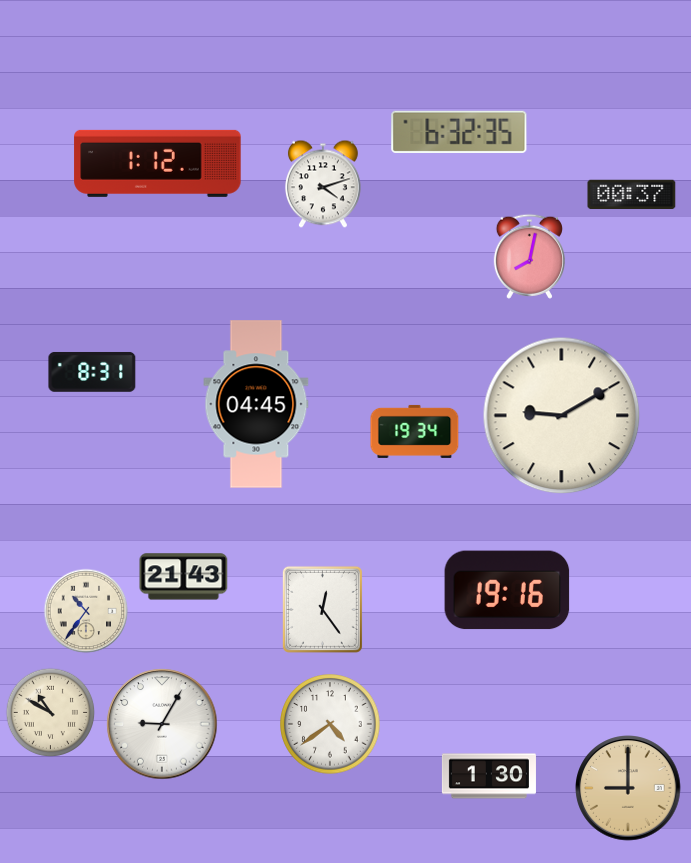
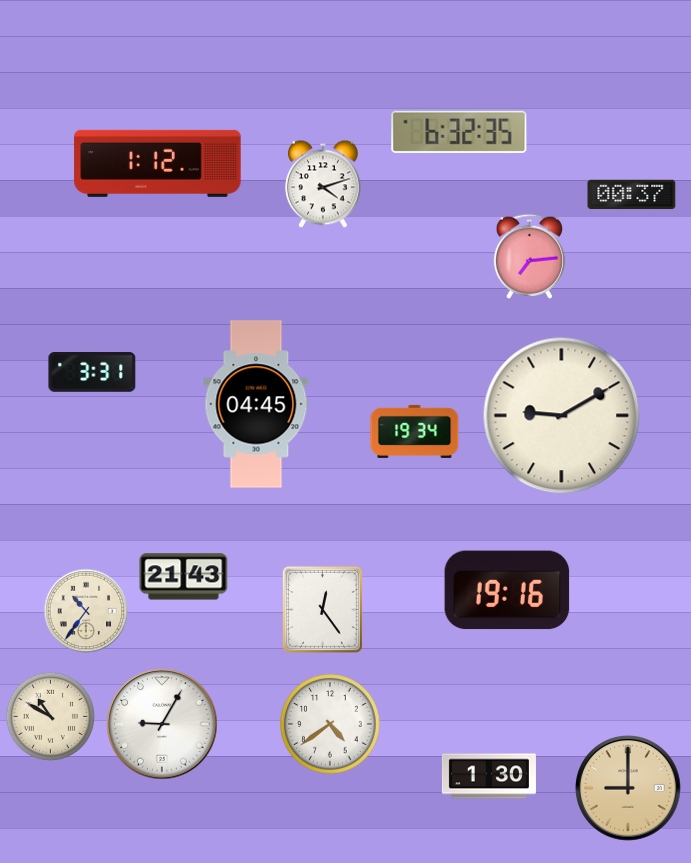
clock at (529, 256): 8:02 -> 7:14
clock at (92, 372): 8:31 -> 3:31
clock at (51, 713) position: (51, 713) -> (51, 717)
